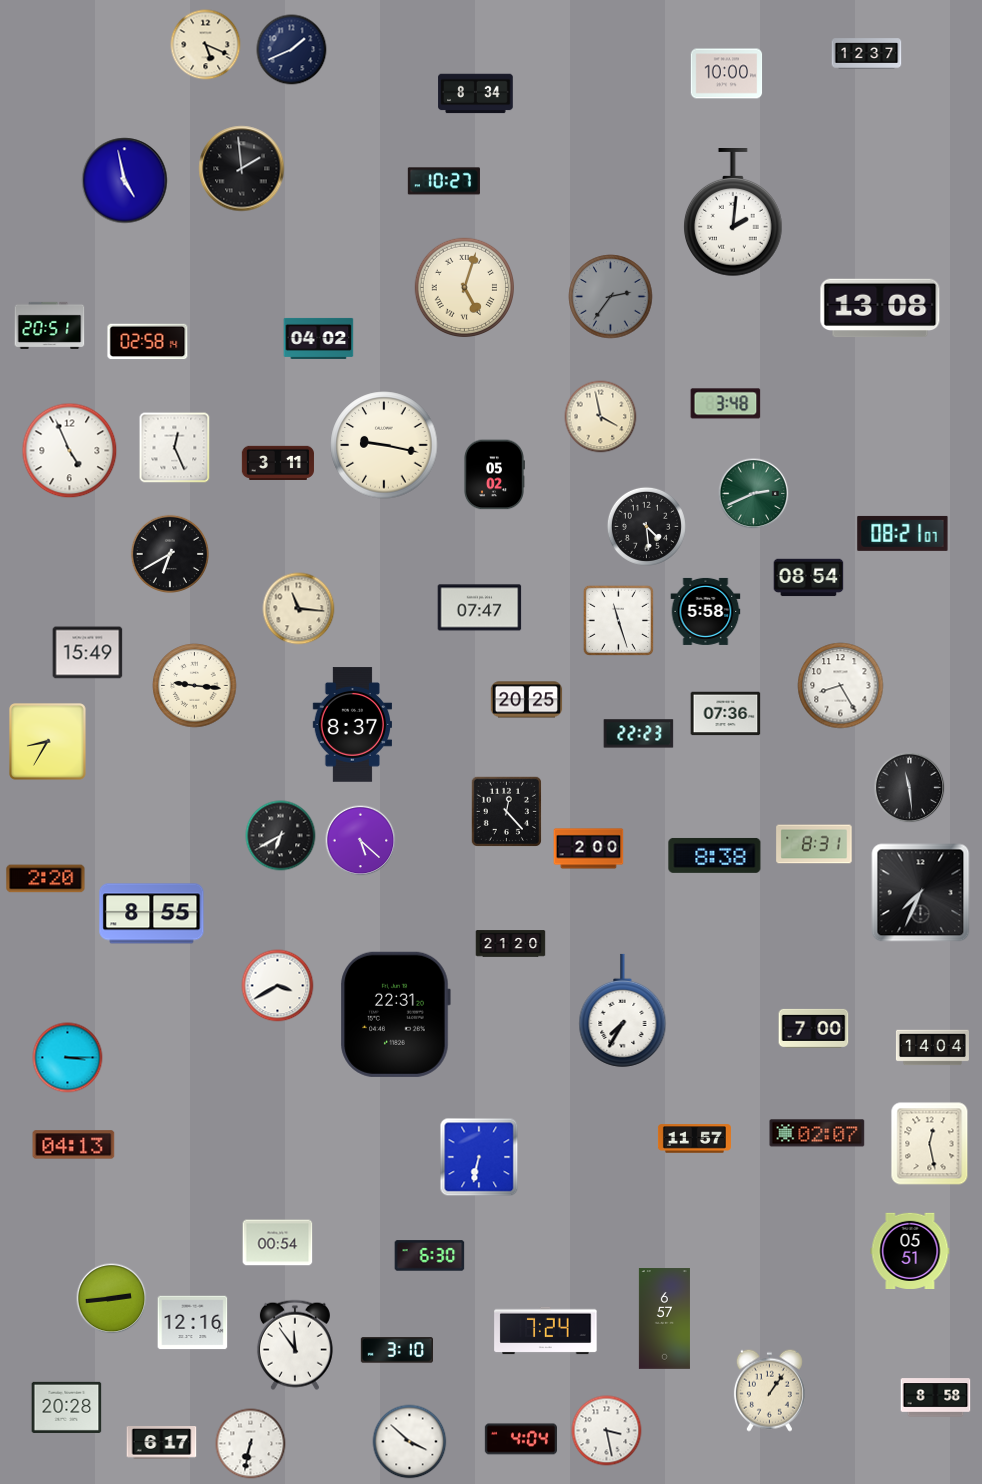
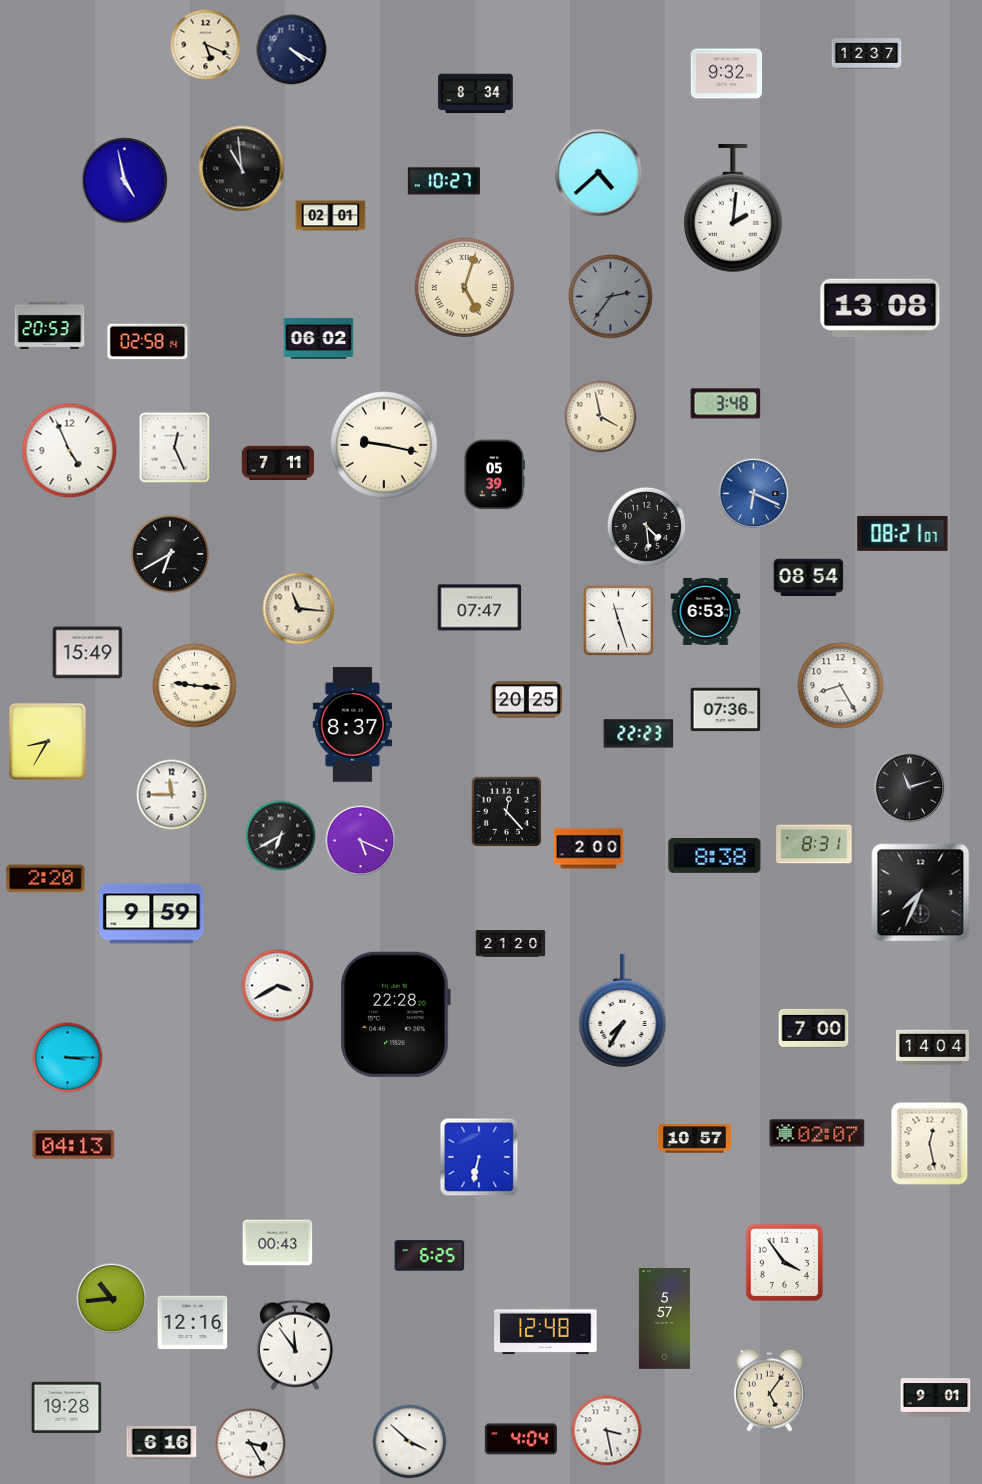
clock at (292, 50): 1:41 -> 4:20
clock at (727, 74): 10:00 -> 9:32
clock at (242, 169): 1:59 -> 10:59
clock at (599, 173): none -> 4:38
clock at (734, 213) position: (734, 213) -> (734, 209)
clock at (331, 216): none -> 02:01
clock at (50, 325): 20:51 -> 20:53
clock at (319, 338): 04:02 -> 06:02
clock at (278, 462): 3:11 -> 7:11
clock at (494, 475): 05:02 -> 05:39
clock at (754, 494): 2:41 -> 6:19
clock at (754, 494) dial: green -> blue
clock at (706, 611): 5:58 -> 6:53
clock at (726, 714) position: (726, 714) -> (726, 710)
clock at (910, 788): 11:29 -> 11:12
clock at (172, 795): none -> 11:45
clock at (361, 841): 5:22 -> 5:19
clock at (152, 914): 8:55 -> 9:59
clock at (395, 1014): 22:31 -> 22:28
clock at (694, 1139): 11:57 -> 10:57
clock at (278, 1243): 00:54 -> 00:43
clock at (910, 1250): 05:51 -> none
clock at (430, 1256): 6:30 -> 6:25
clock at (785, 1263): none -> 3:54
clock at (112, 1299): 2:44 -> 10:44
clock at (664, 1319): 6:57 -> 5:57
clock at (546, 1331): 7:24 -> 12:48
clock at (397, 1350): 3:10 -> none
clock at (769, 1390): 1:06 -> 5:06
clock at (936, 1398): 8:58 -> 9:01
clock at (67, 1407): 20:28 -> 19:28
clock at (162, 1443): 6:17 -> 6:16
clock at (251, 1444): 6:32 -> 3:25
